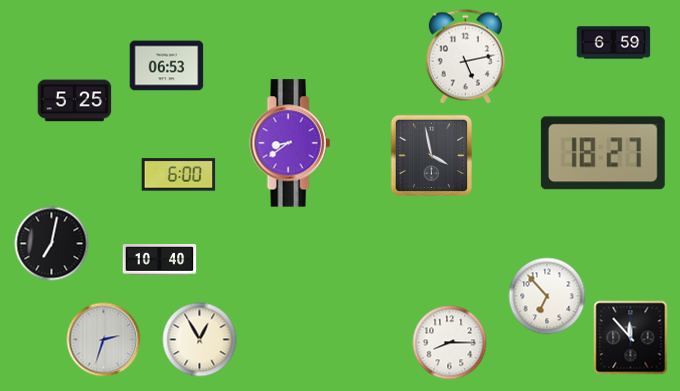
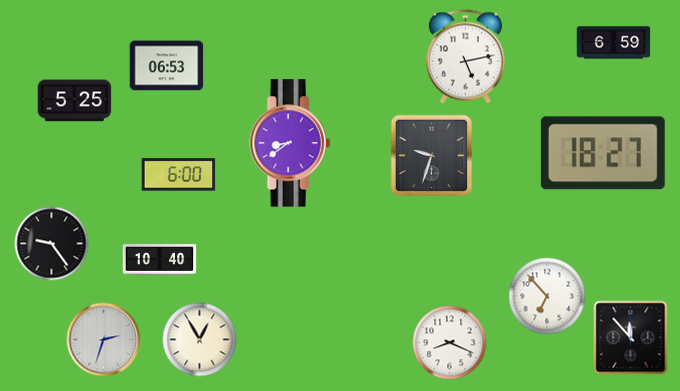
clock at (432, 156): 3:58 -> 9:33
clock at (52, 244): 7:02 -> 9:24
clock at (450, 343): 8:15 -> 8:19
